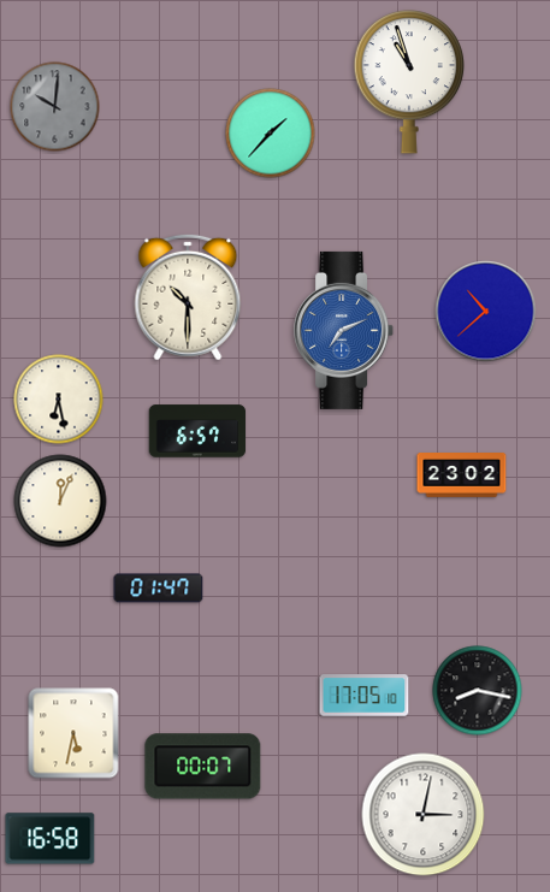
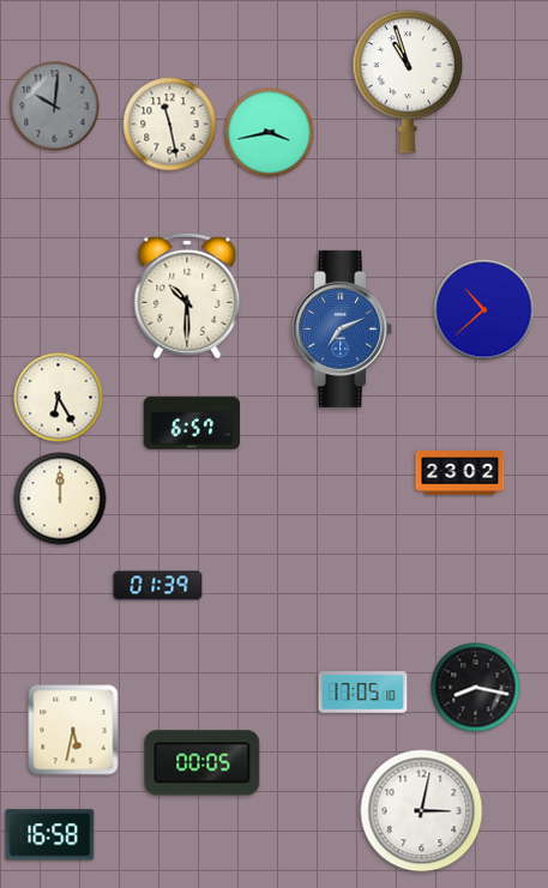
clock at (170, 125): none -> 11:28
clock at (271, 134): 1:37 -> 3:43
clock at (59, 400): 6:28 -> 6:25
clock at (197, 431) position: (197, 431) -> (192, 423)
clock at (60, 501): 12:04 -> 12:00
clock at (159, 589): 01:47 -> 01:39
clock at (203, 767): 00:07 -> 00:05
